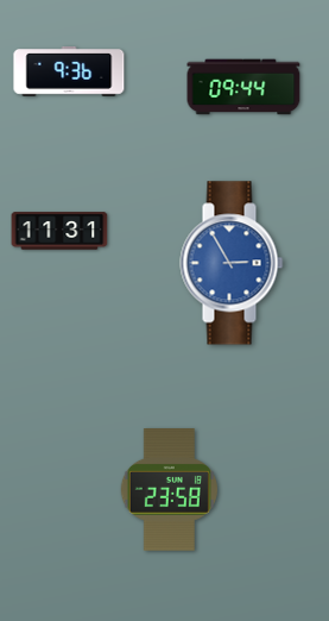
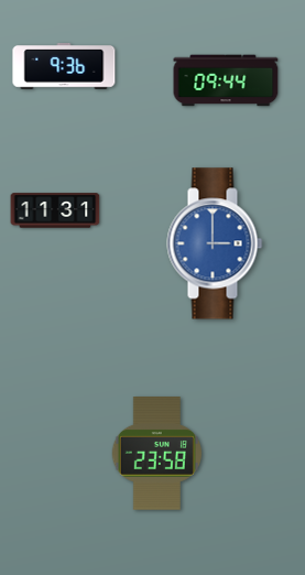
clock at (59, 231) position: (59, 231) -> (55, 210)
clock at (232, 263): 2:55 -> 3:00
